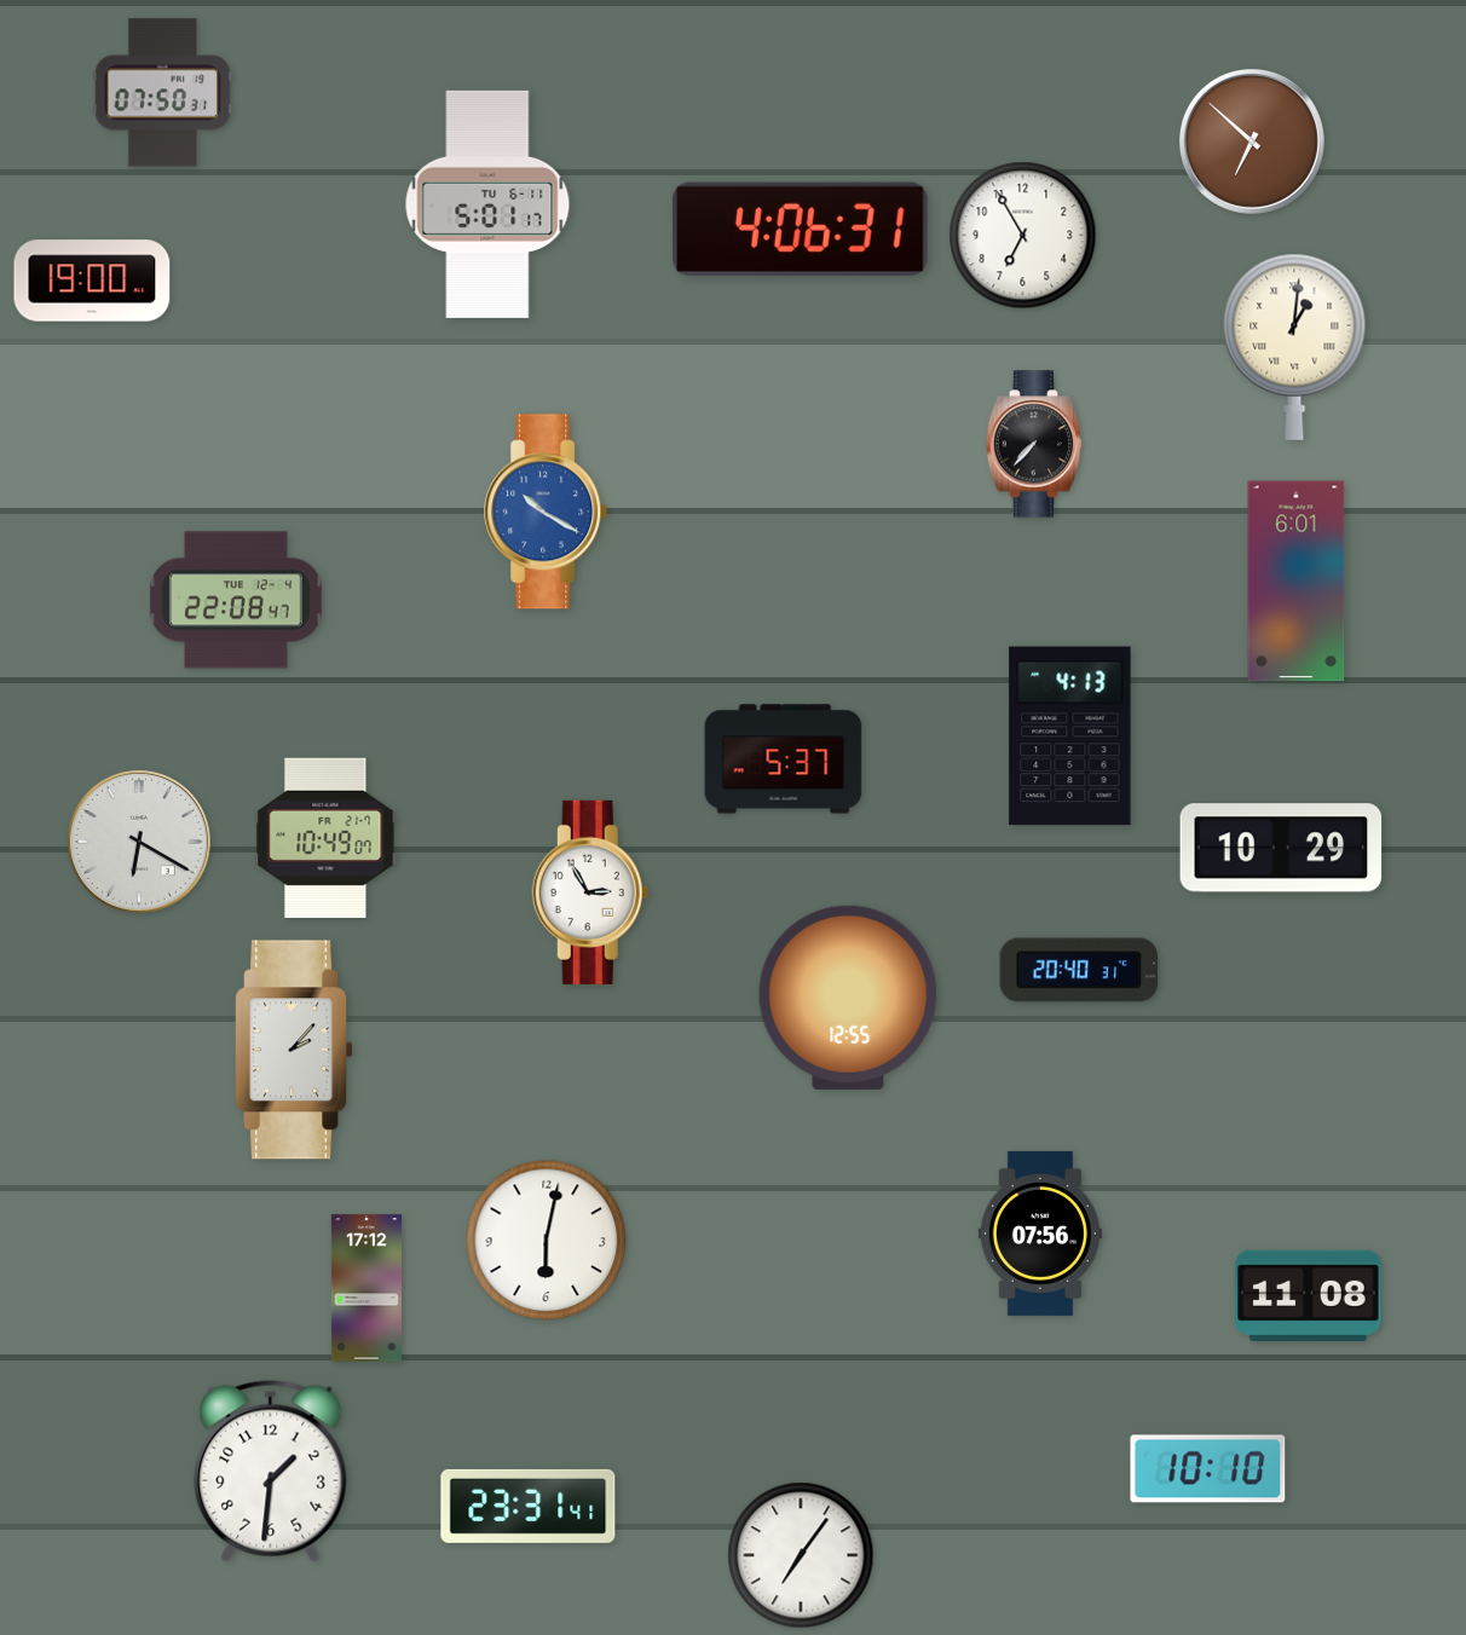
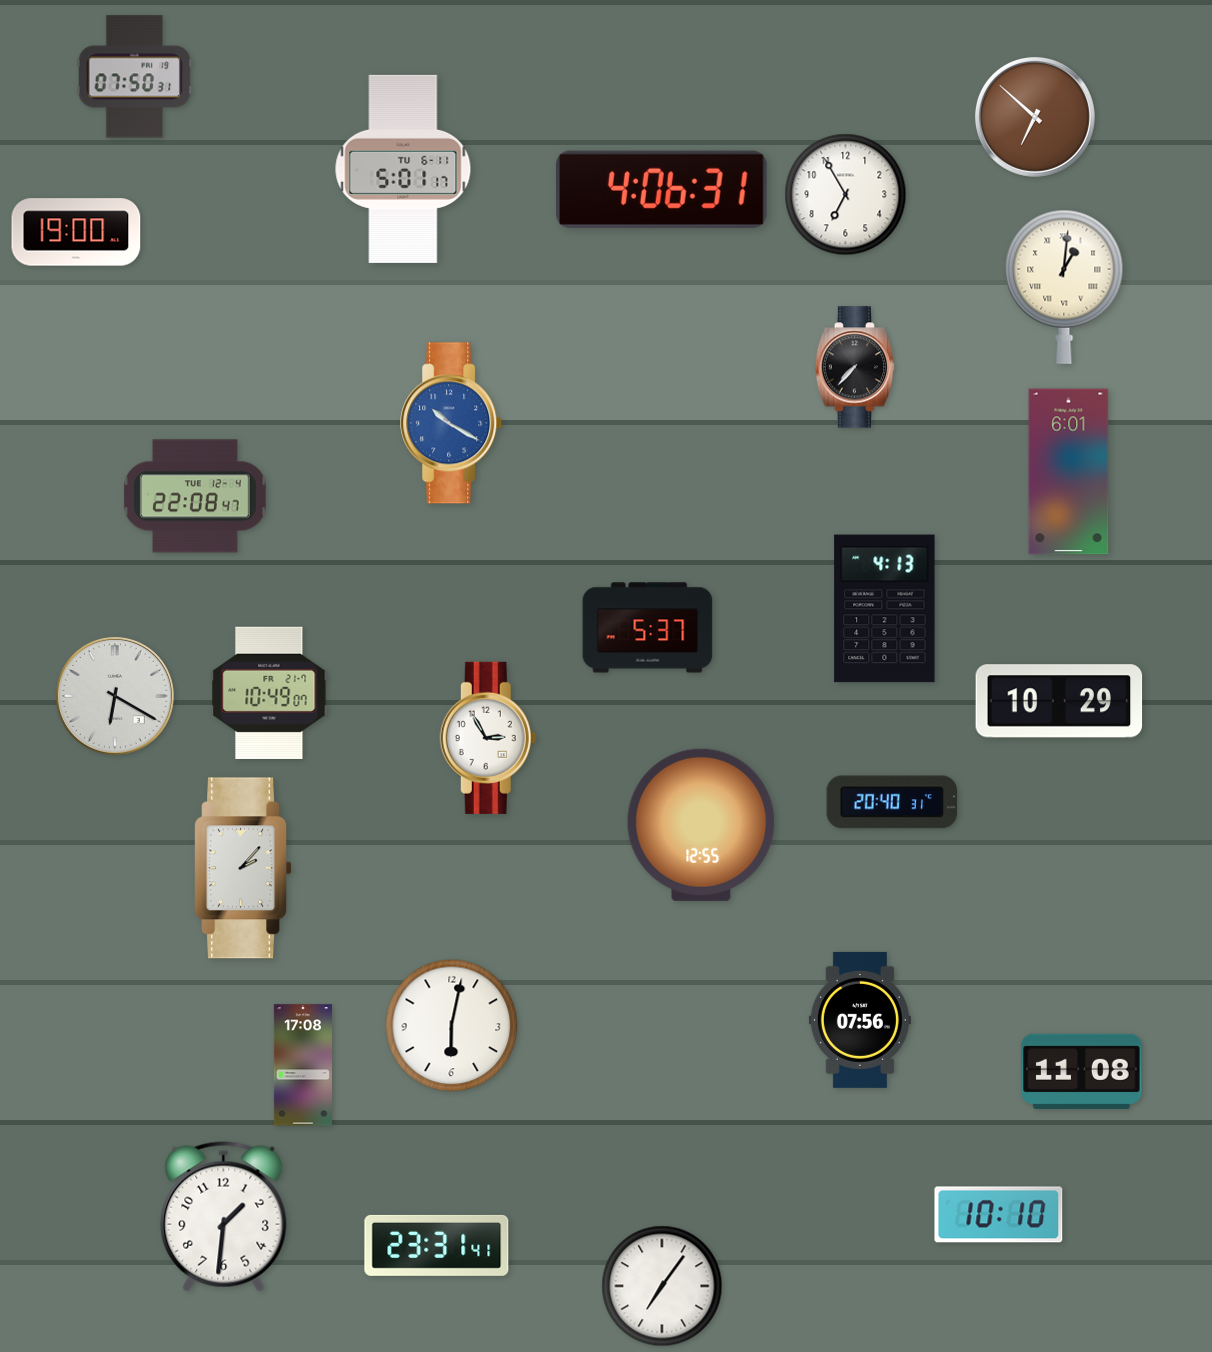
clock at (1294, 347) position: (1294, 347) -> (1064, 287)
clock at (1297, 582) position: (1297, 582) -> (1069, 472)
clock at (366, 1288): 17:12 -> 17:08
